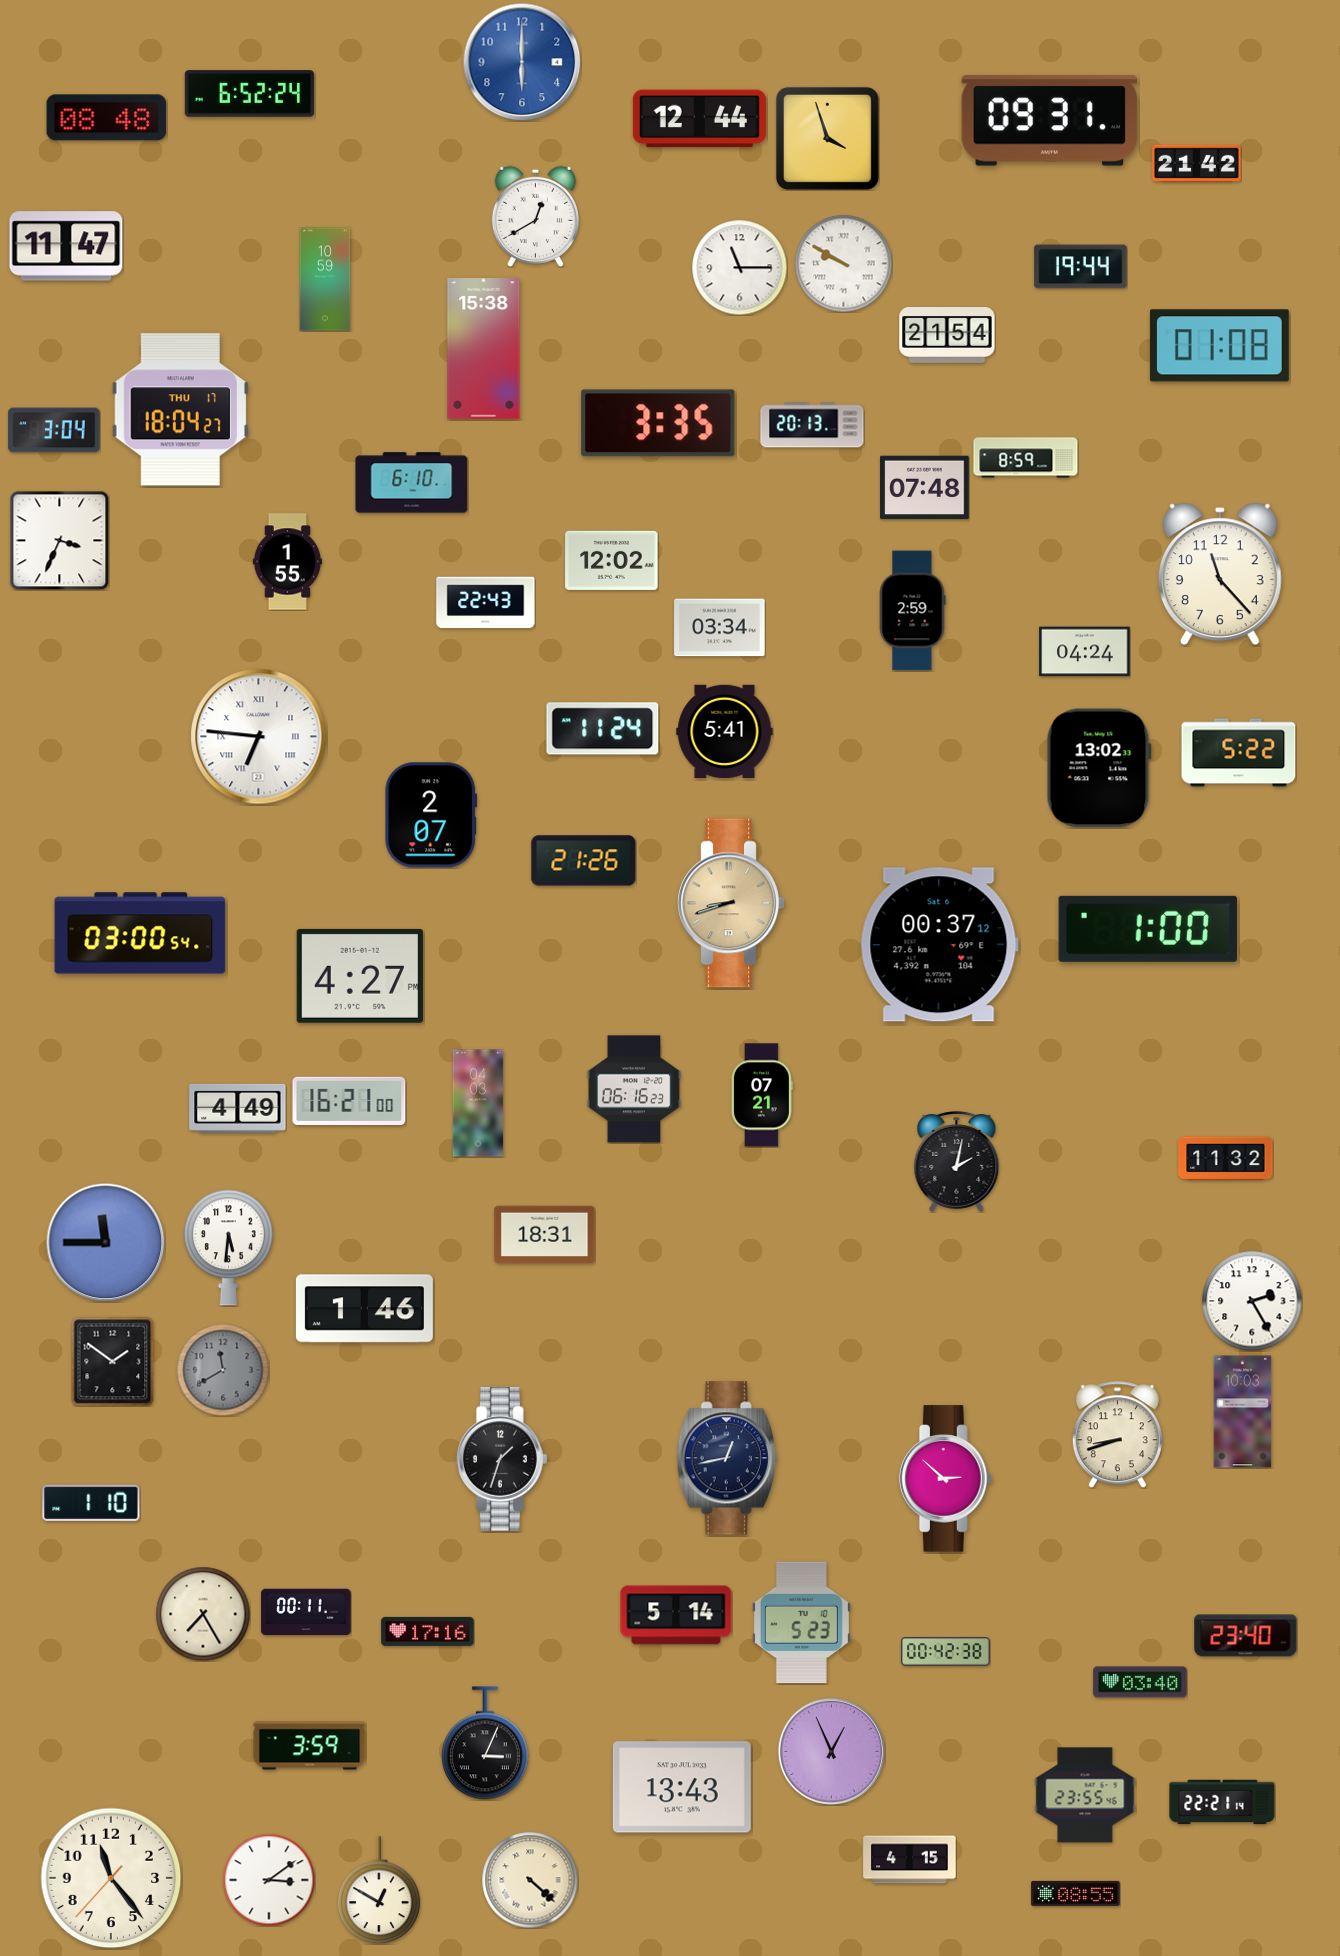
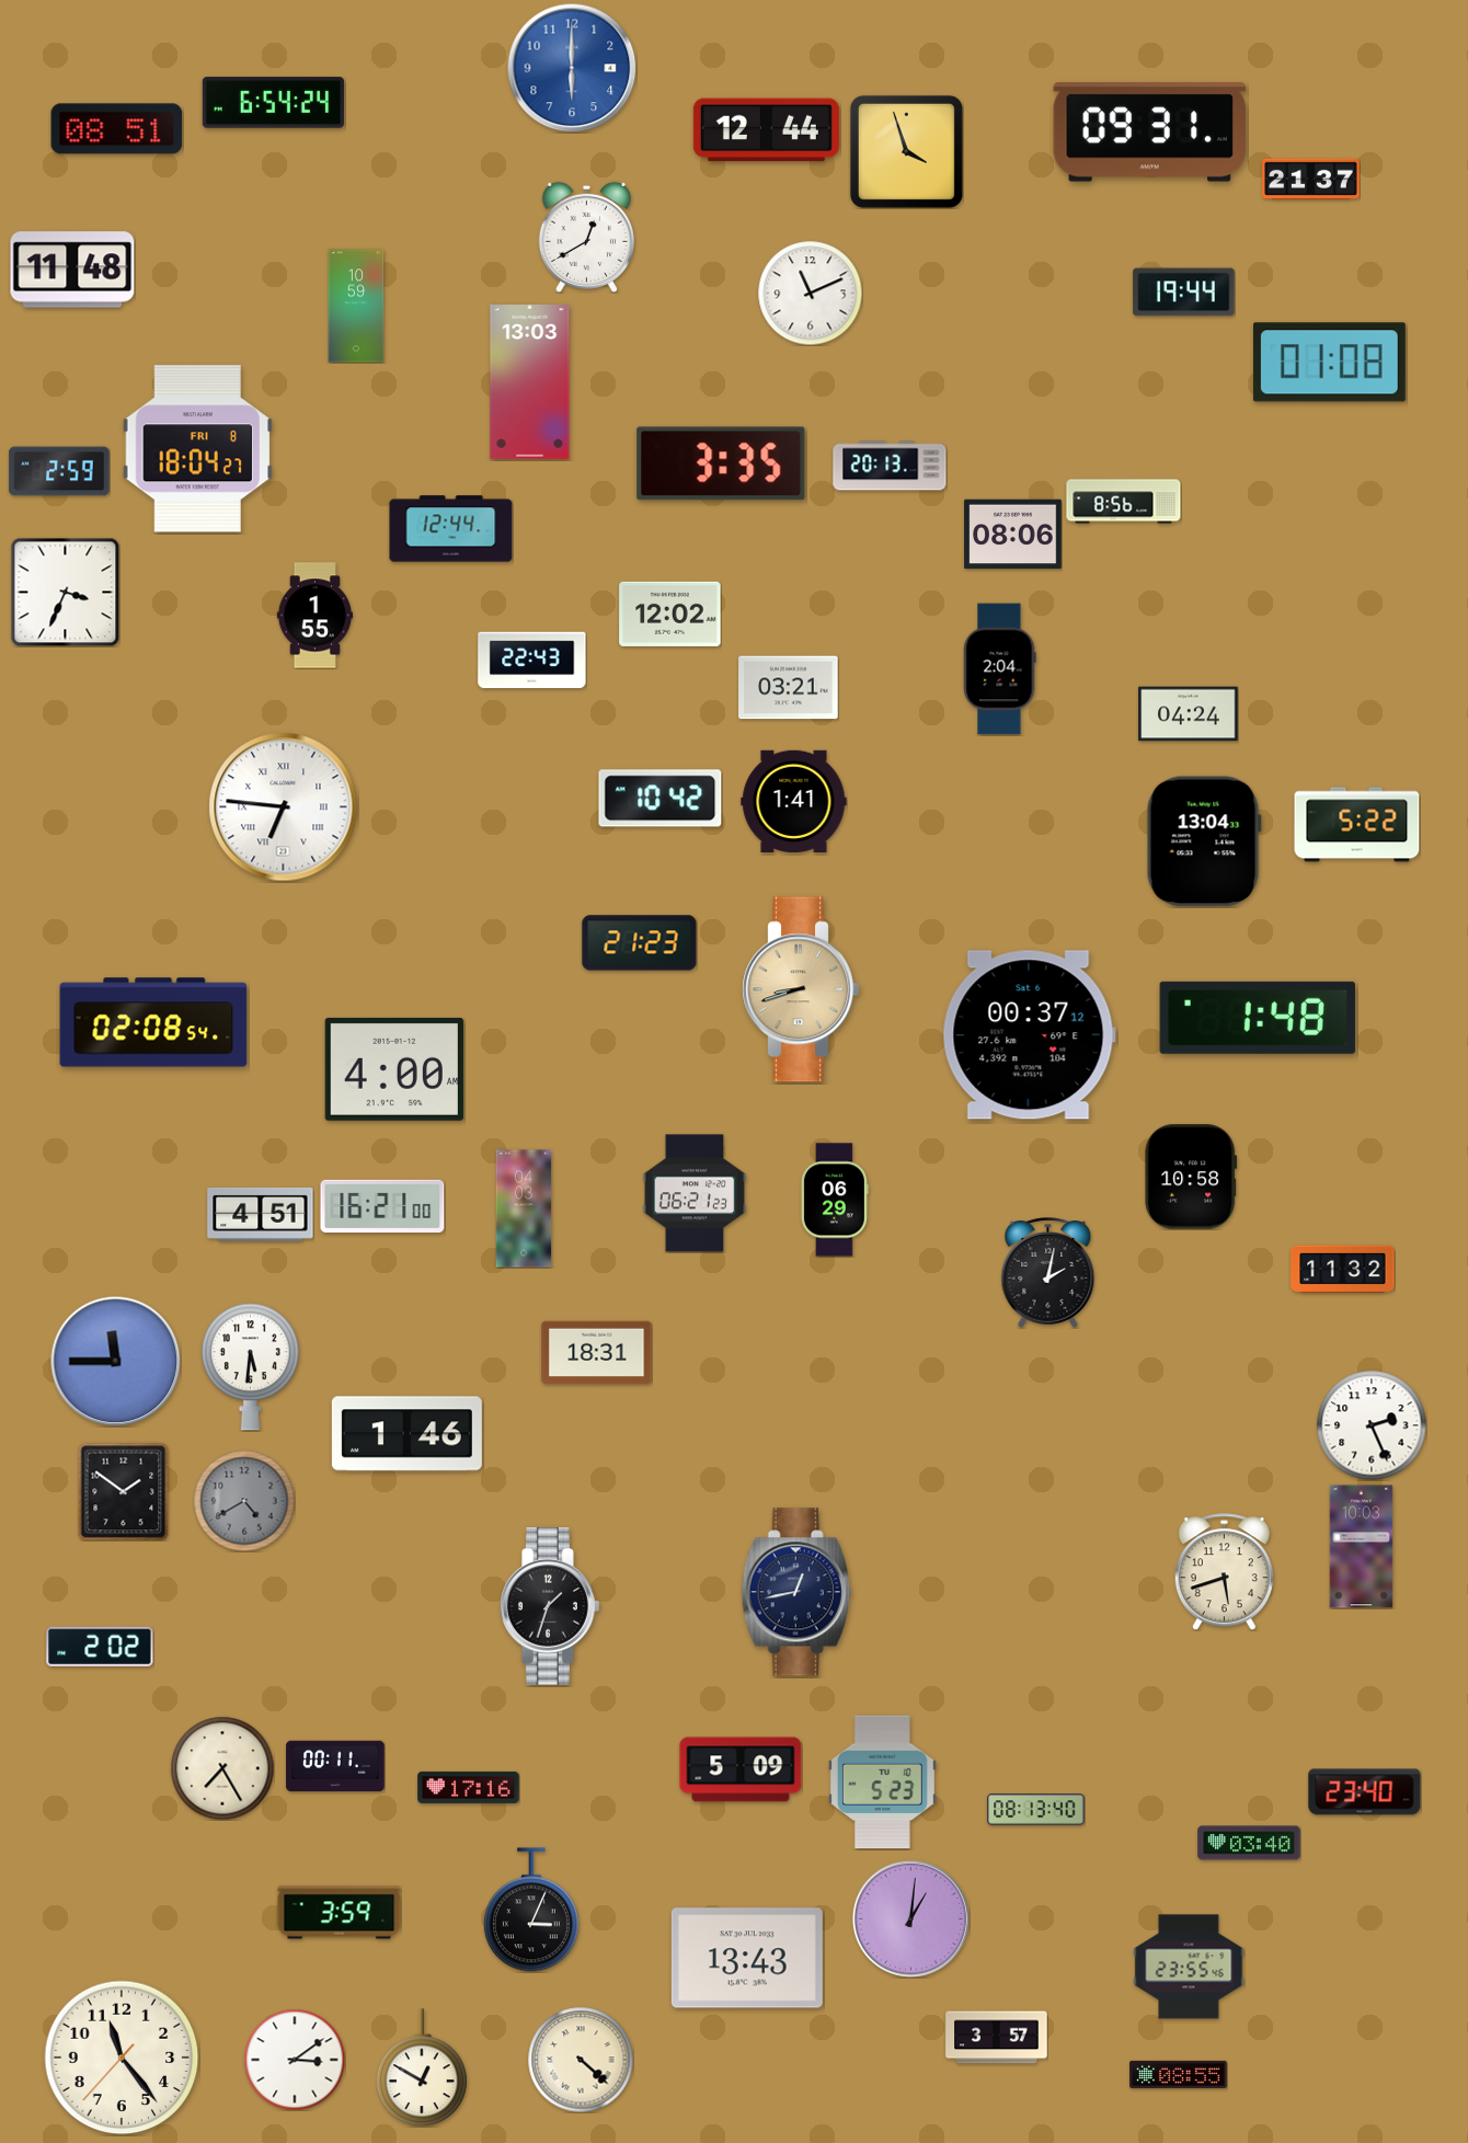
clock at (249, 94): 6:52 -> 6:54
clock at (107, 118): 08:48 -> 08:51
clock at (1197, 163): 21:42 -> 21:37
clock at (66, 246): 11:47 -> 11:48
clock at (843, 263): 9:50 -> none
clock at (739, 267): 11:15 -> 11:11
clock at (947, 336): 21:54 -> none
clock at (1219, 346) position: (1219, 346) -> (1329, 363)
clock at (484, 349): 15:38 -> 13:03
clock at (180, 410) date: THU 17 -> FRI 8
clock at (54, 430): 3:04 -> 2:59
clock at (1026, 458): 8:59 -> 8:56
clock at (412, 483): 6:10 -> 12:44
clock at (925, 488): 07:48 -> 08:06
clock at (1220, 574): 11:23 -> none
clock at (912, 611): 2:59 -> 2:04
clock at (720, 628): 03:34 -> 03:21
clock at (603, 729): 11:24 -> 10:42
clock at (725, 731): 5:41 -> 1:41
clock at (1099, 768): 13:02 -> 13:04
clock at (431, 815): 2:07 -> none
clock at (584, 861): 21:26 -> 21:23
clock at (1148, 929): 1:00 -> 1:48
clock at (140, 933): 03:00 -> 02:08
clock at (360, 976): 4:27 -> 4:00
clock at (1191, 1177): none -> 10:58
clock at (634, 1089): 06:16 -> 06:21
clock at (762, 1095): 07:21 -> 06:29
clock at (238, 1108): 4:49 -> 4:51
clock at (1252, 1301): 2:25 -> 2:26
clock at (364, 1309) position: (364, 1309) -> (406, 1434)
clock at (223, 1370): 11:40 -> 4:40
clock at (1117, 1435): 8:42 -> 5:42
clock at (727, 1458) position: (727, 1458) -> (796, 1592)
clock at (503, 1459) position: (503, 1459) -> (551, 1606)
clock at (946, 1479): 2:52 -> none
clock at (91, 1503): 1:10 -> 2:02
clock at (676, 1615): 5:14 -> 5:09
clock at (801, 1623) position: (801, 1623) -> (882, 1783)
clock at (946, 1652): 00:42 -> 08:13
clock at (831, 1751): 12:56 -> 1:01
clock at (1222, 1802): 22:21 -> none
clock at (910, 1860): 4:15 -> 3:57
clock at (380, 1890) position: (380, 1890) -> (423, 2067)
